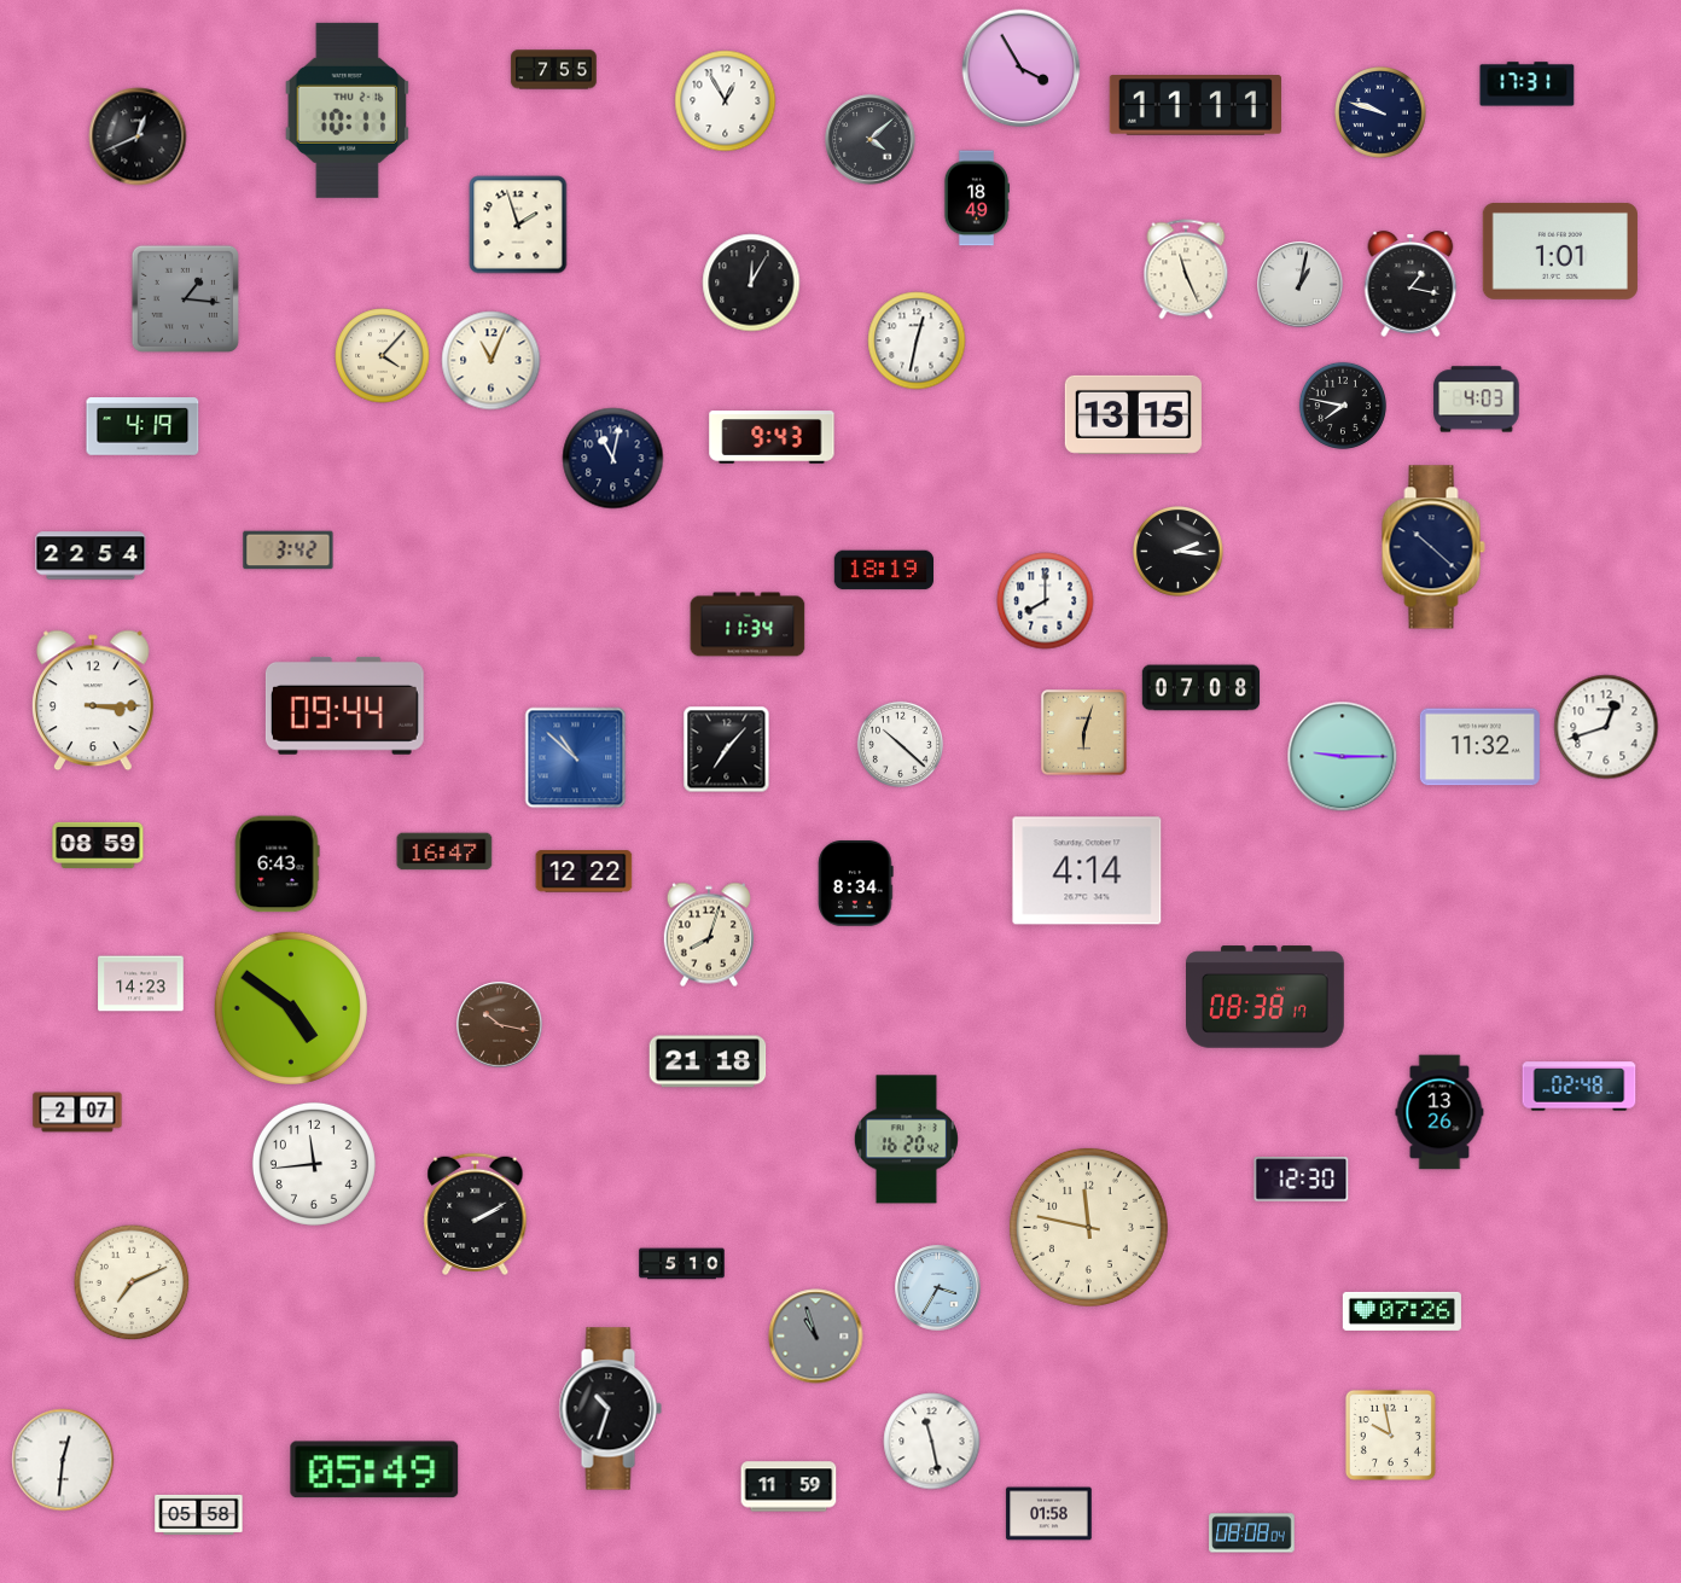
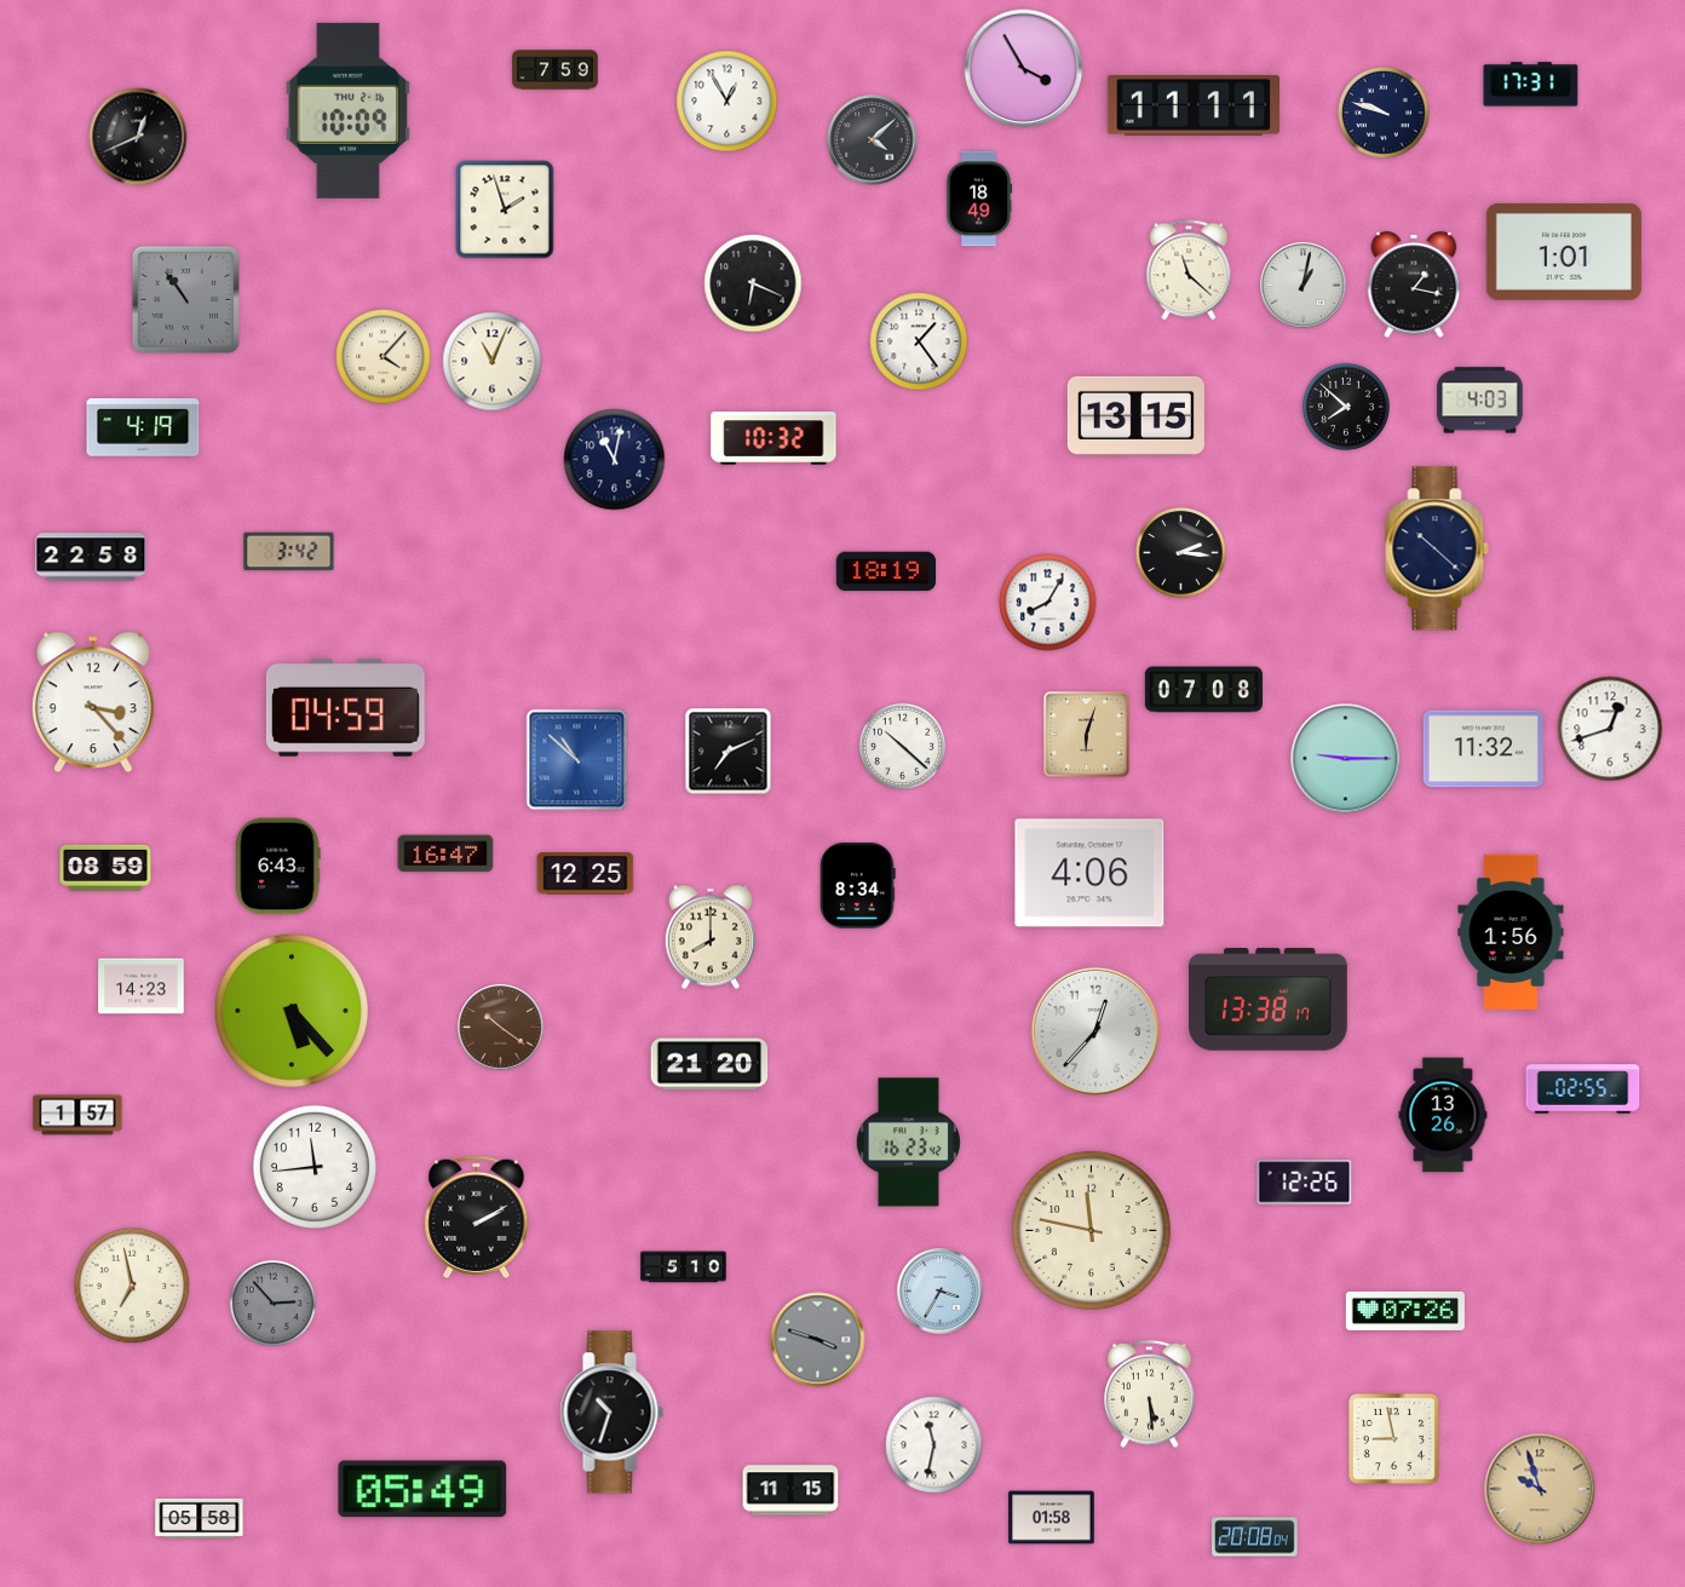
clock at (554, 70): 7:55 -> 7:59
clock at (1194, 105) position: (1194, 105) -> (1192, 105)
clock at (347, 110): 10:11 -> 10:09
clock at (518, 225) position: (518, 225) -> (505, 209)
clock at (1186, 269): 11:26 -> 11:22
clock at (751, 283): 12:05 -> 6:19
clock at (185, 298): 1:16 -> 10:54
clock at (917, 341): 12:32 -> 1:24
clock at (1343, 406): 7:47 -> 7:52
clock at (772, 437): 9:43 -> 10:32
clock at (91, 555): 22:54 -> 22:58
clock at (1046, 601): 8:00 -> 8:05
clock at (748, 624): 11:34 -> none
clock at (94, 700): 3:15 -> 3:23
clock at (344, 705): 09:44 -> 04:59
clock at (727, 750): 7:07 -> 7:11
clock at (98, 845) position: (98, 845) -> (105, 868)
clock at (1087, 871): 4:14 -> 4:06
clock at (584, 872): 12:22 -> 12:25
clock at (1511, 932): none -> 1:56
clock at (709, 935): 8:03 -> 8:00
clock at (1266, 997): 08:38 -> 13:38
clock at (291, 1008): 4:51 -> 5:23
clock at (500, 1025): 10:17 -> 10:21
clock at (1095, 1031): none -> 12:37
clock at (708, 1061): 21:18 -> 21:20
clock at (1580, 1087): 02:48 -> 02:55
clock at (77, 1112): 2:07 -> 1:57
clock at (906, 1140): 16:20 -> 16:23
clock at (1302, 1180): 12:30 -> 12:26
clock at (132, 1282): 7:11 -> 6:58
clock at (272, 1303): none -> 2:53
clock at (1402, 1311) position: (1402, 1311) -> (1405, 1311)
clock at (816, 1337): 10:57 -> 3:48
clock at (1150, 1395): none -> 5:29
clock at (1390, 1434): 9:58 -> 8:58
clock at (932, 1442): 11:28 -> 11:32
clock at (63, 1460): 12:31 -> none
clock at (374, 1469) position: (374, 1469) -> (422, 1489)
clock at (1540, 1489): none -> 9:57
clock at (789, 1486): 11:59 -> 11:15
clock at (1252, 1533): 08:08 -> 20:08
